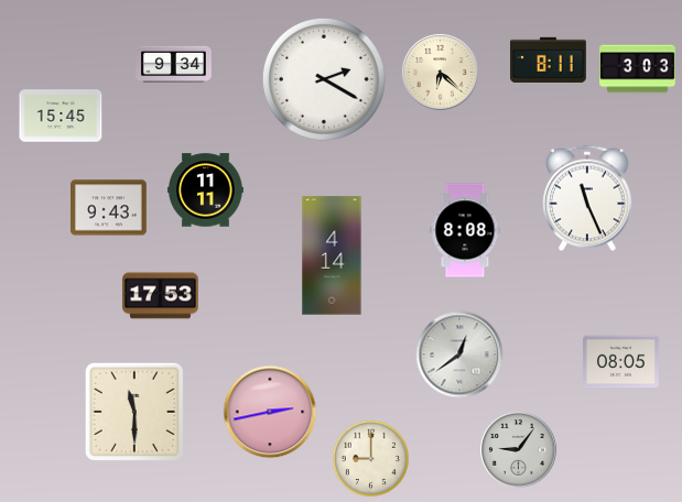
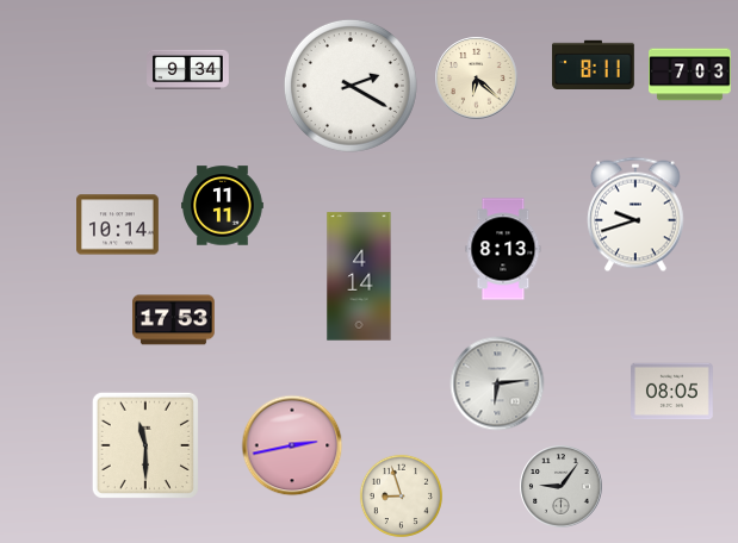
clock at (638, 69): 3:03 -> 7:03
clock at (61, 116): 15:45 -> none
clock at (588, 198): 11:26 -> 9:42
clock at (109, 208): 9:43 -> 10:14
clock at (465, 230): 8:08 -> 8:13
clock at (459, 354): 12:39 -> 6:14
clock at (370, 458): 9:00 -> 8:57
